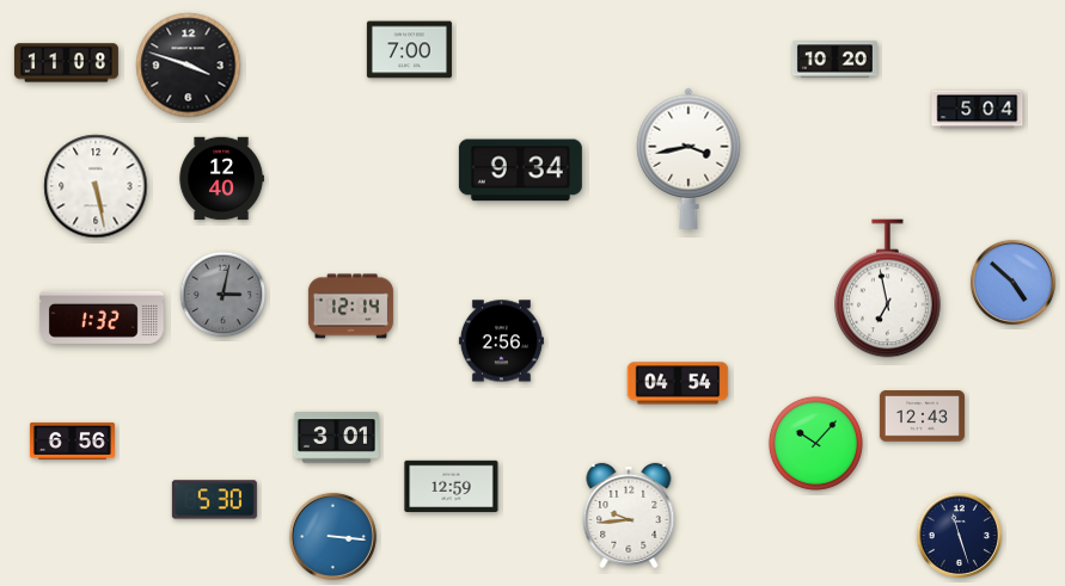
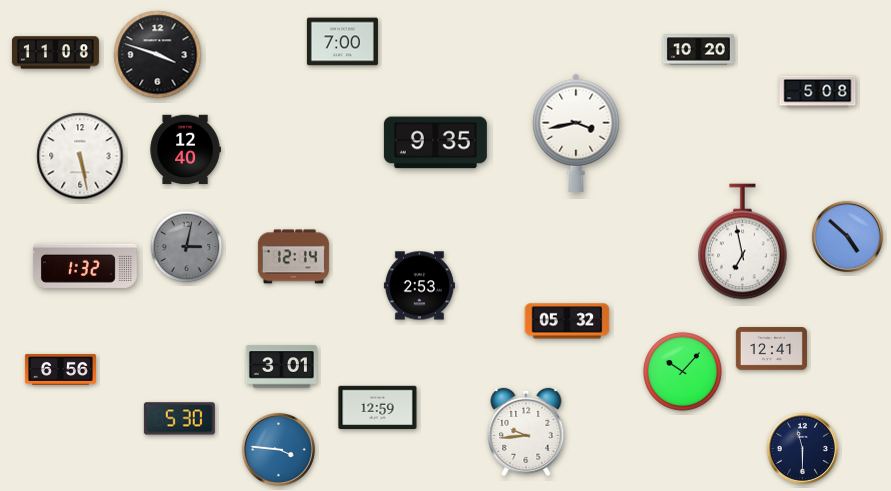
clock at (978, 110): 5:04 -> 5:08
clock at (520, 171): 9:34 -> 9:35
clock at (501, 341): 2:56 -> 2:53
clock at (678, 383): 04:54 -> 05:32
clock at (922, 417): 12:43 -> 12:41
clock at (959, 535): 11:27 -> 11:30
clock at (332, 536): 3:16 -> 3:46
